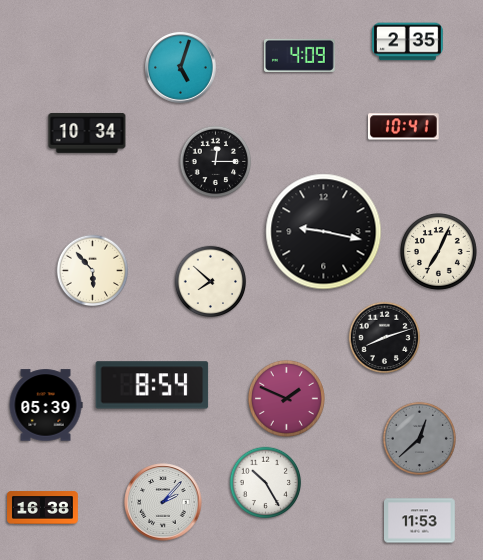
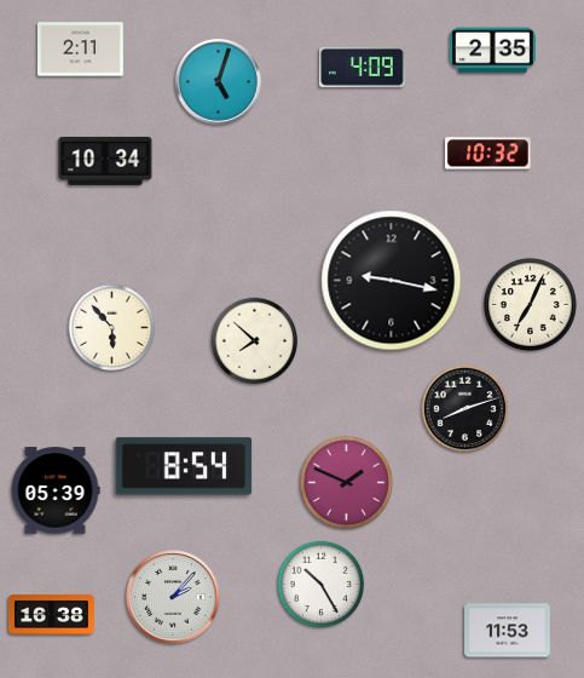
clock at (81, 50): none -> 2:11
clock at (404, 127): 10:41 -> 10:32
clock at (216, 162): 12:15 -> none
clock at (419, 438): 12:38 -> none
clock at (163, 502) position: (163, 502) -> (173, 597)
